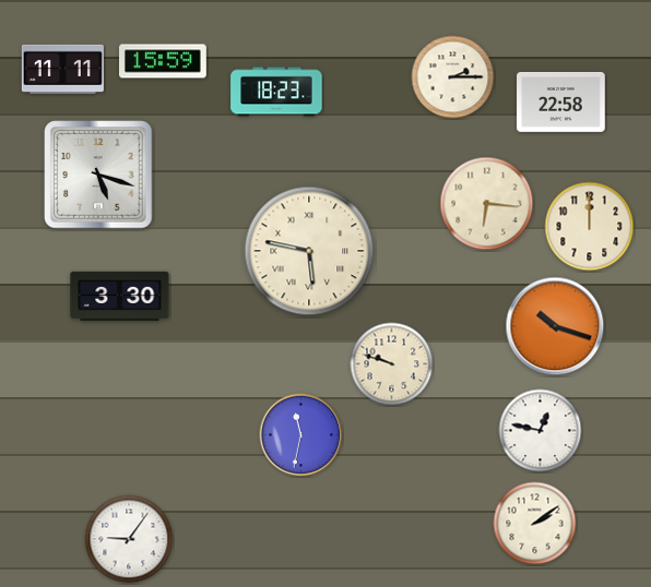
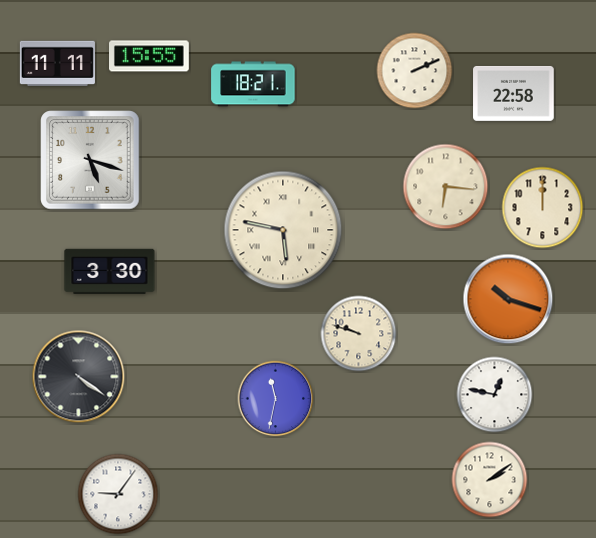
clock at (164, 61): 15:59 -> 15:55
clock at (453, 77): 2:15 -> 2:11
clock at (276, 92): 18:23 -> 18:21
clock at (590, 227) position: (590, 227) -> (543, 208)
clock at (79, 377): none -> 4:21
